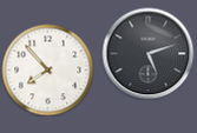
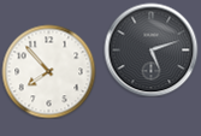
clock at (147, 53) position: (147, 53) -> (150, 49)
